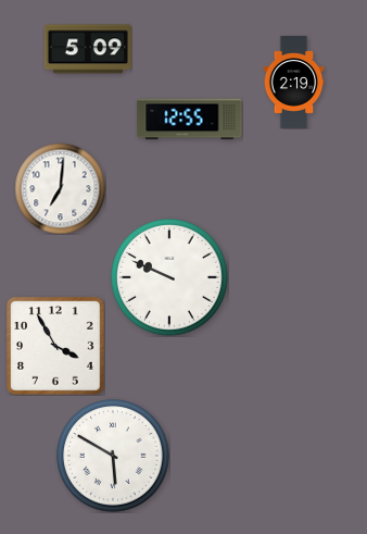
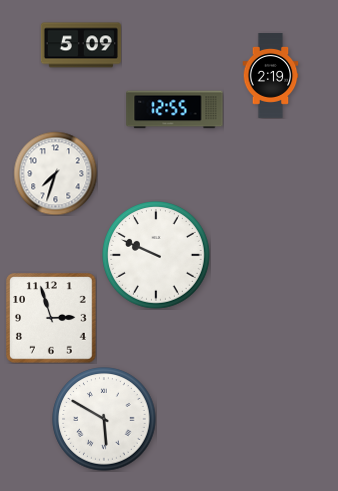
clock at (60, 188): 7:01 -> 7:33
clock at (55, 346): 3:55 -> 2:57
